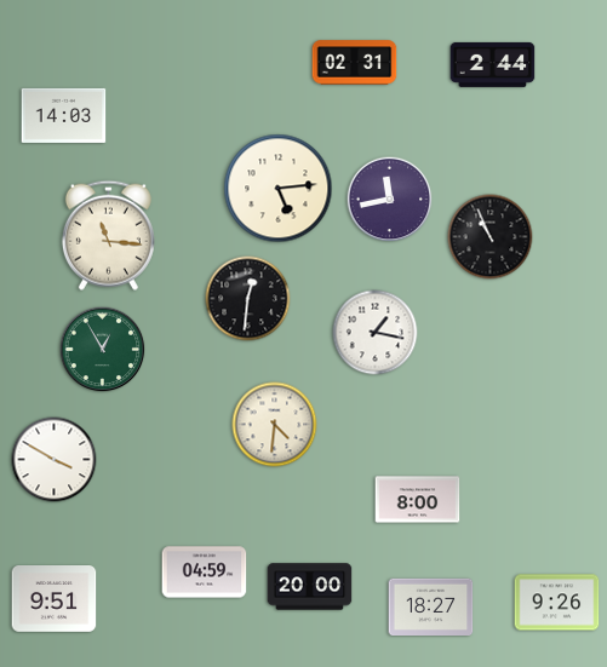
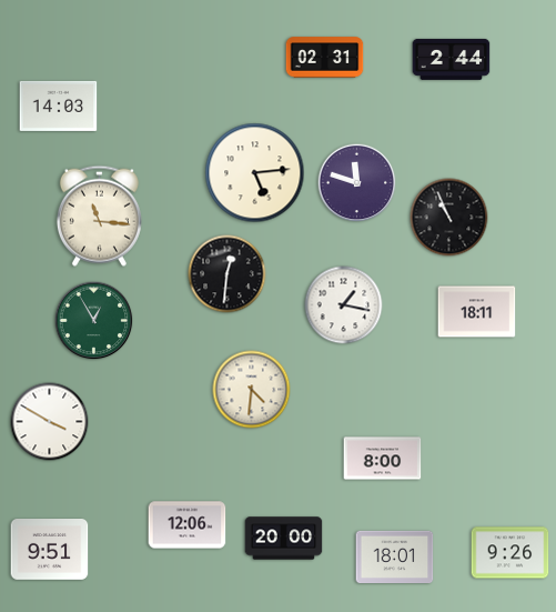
clock at (390, 200): 11:43 -> 11:48
clock at (477, 312): none -> 18:11
clock at (205, 573): 04:59 -> 12:06
clock at (431, 606): 18:27 -> 18:01
